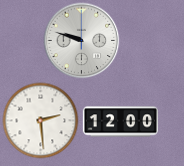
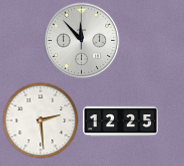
clock at (82, 41): 9:48 -> 11:53
clock at (120, 122): 12:00 -> 12:25
